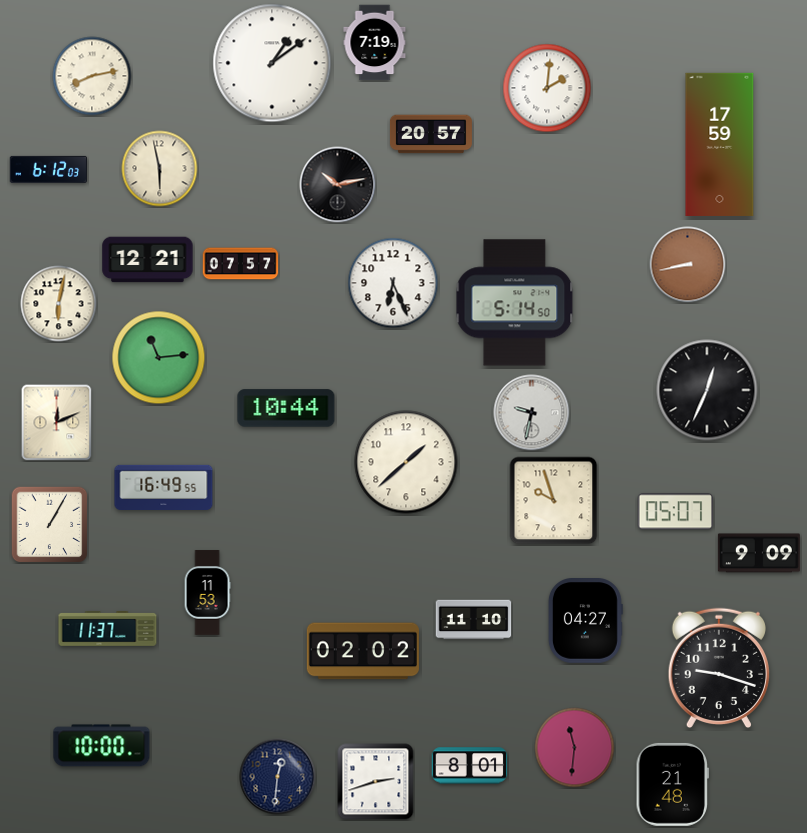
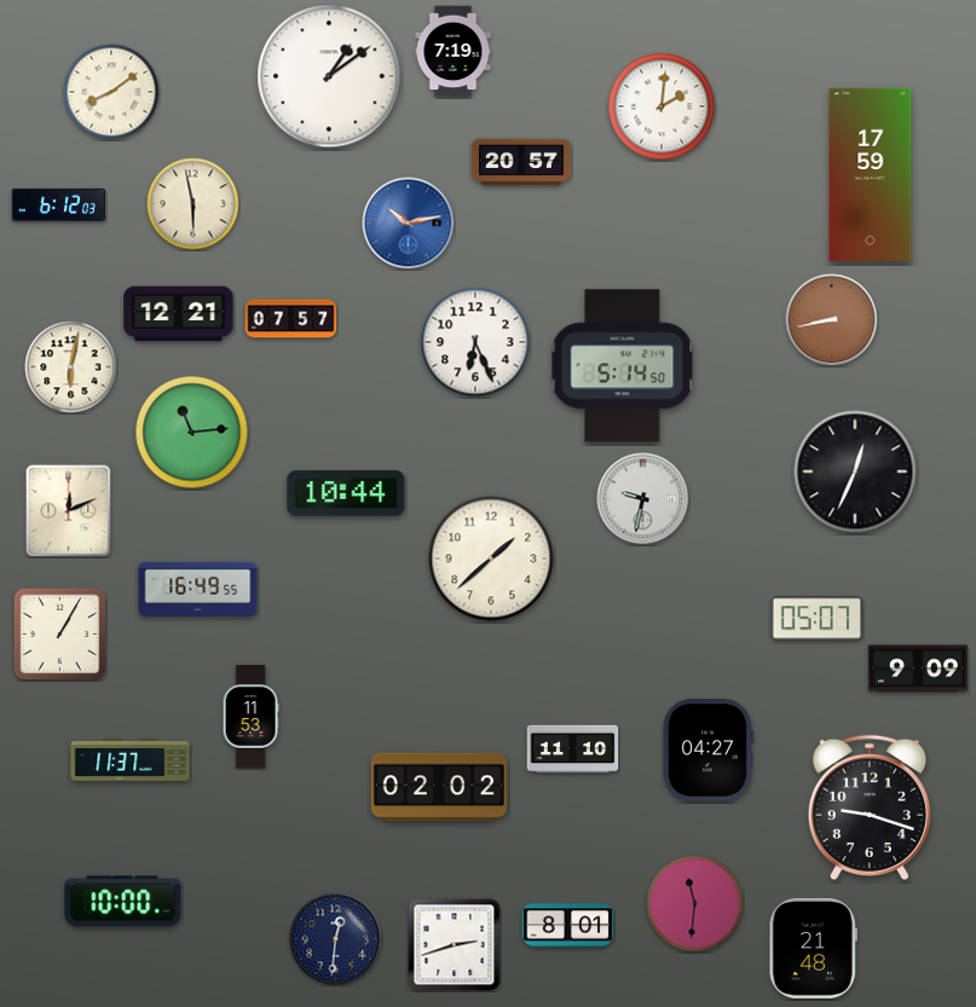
clock at (92, 76): 8:13 -> 8:09
clock at (338, 185) dial: black -> blue
clock at (554, 501): 9:57 -> none
